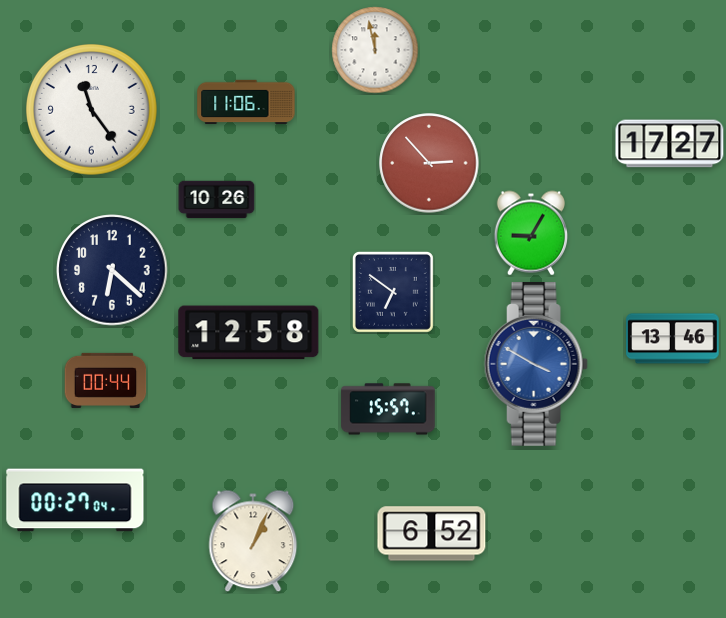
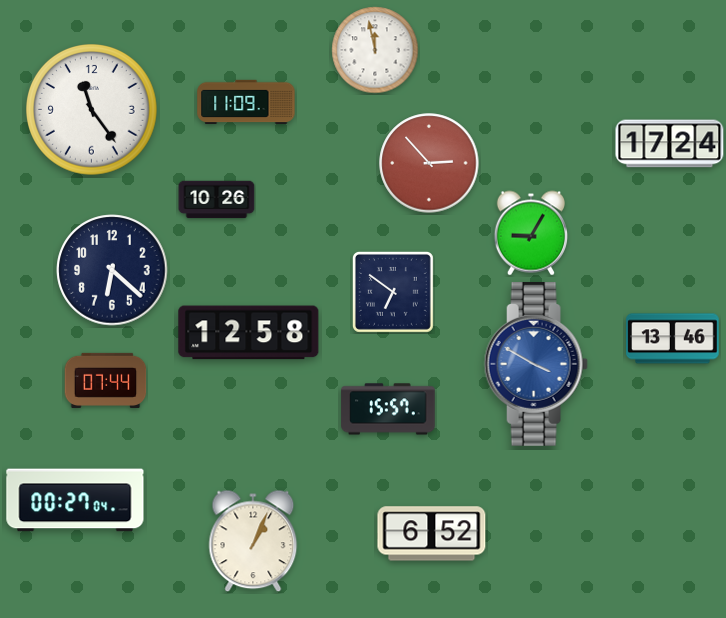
clock at (246, 102): 11:06 -> 11:09
clock at (670, 144): 17:27 -> 17:24
clock at (106, 380): 00:44 -> 07:44
